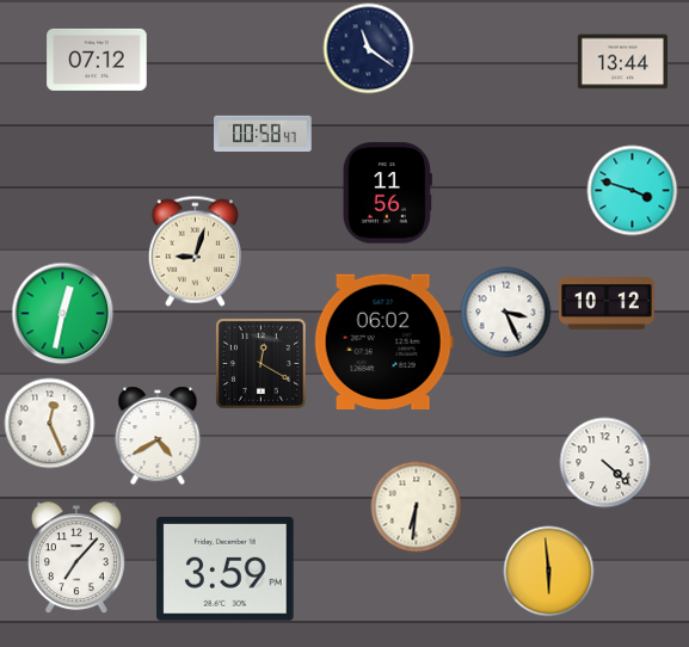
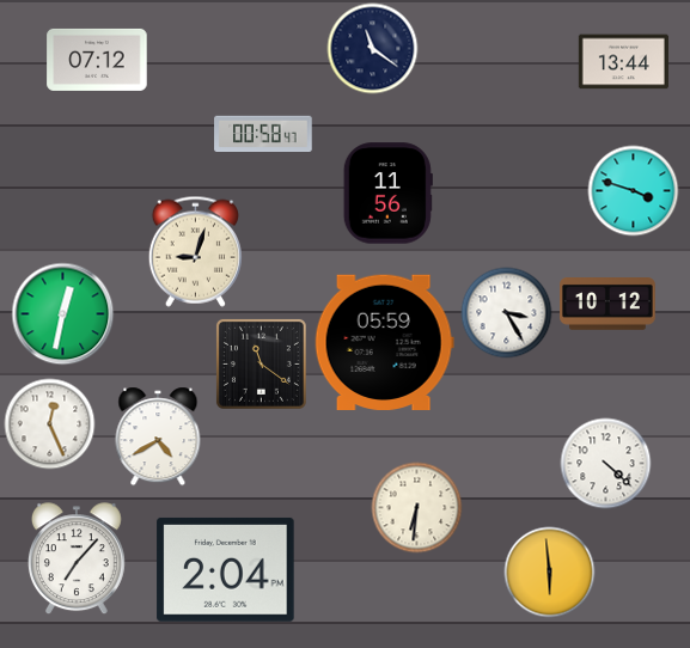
clock at (369, 49) position: (369, 49) -> (373, 49)
clock at (506, 313): 3:26 -> 3:25
clock at (383, 341): 06:02 -> 05:59
clock at (260, 363): 12:20 -> 11:21
clock at (226, 568): 3:59 -> 2:04
